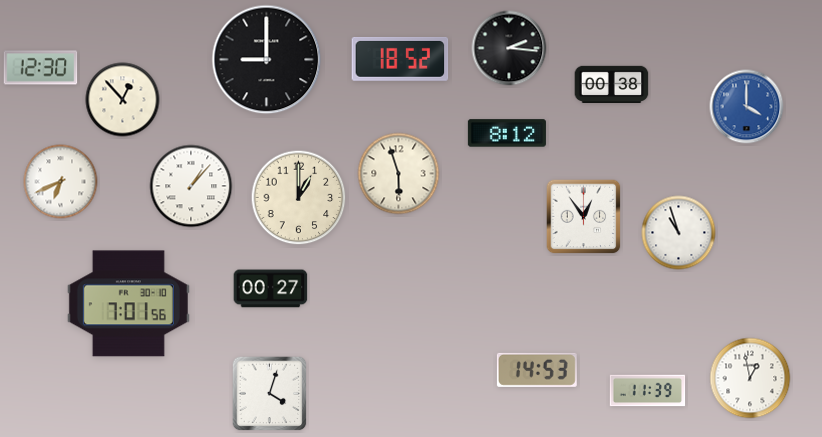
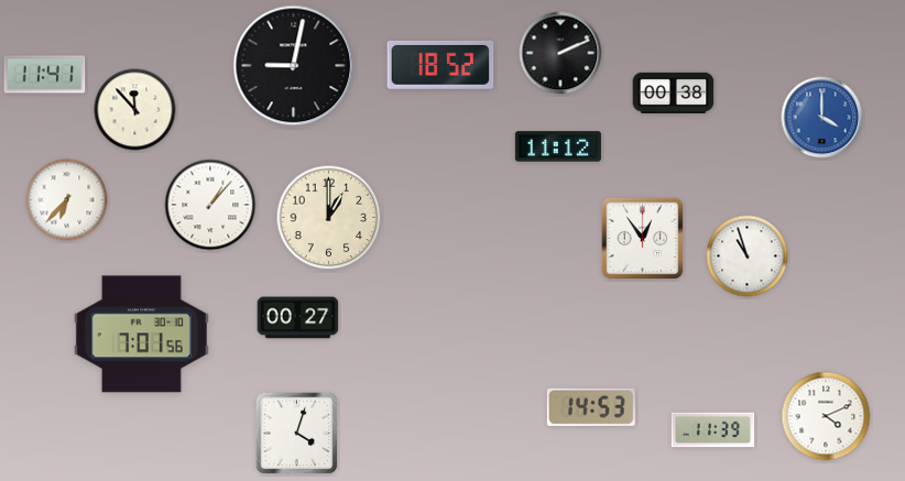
clock at (509, 48): 2:16 -> 2:11
clock at (267, 60): 9:00 -> 9:02
clock at (41, 68): 12:30 -> 11:41
clock at (123, 100): 12:53 -> 11:53
clock at (507, 133): 8:12 -> 11:12
clock at (399, 174): 5:57 -> none
clock at (61, 182): 6:41 -> 6:37
clock at (750, 378): 12:58 -> 4:11
